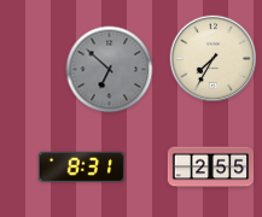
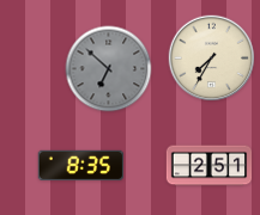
clock at (81, 166): 8:31 -> 8:35
clock at (211, 168): 2:55 -> 2:51
